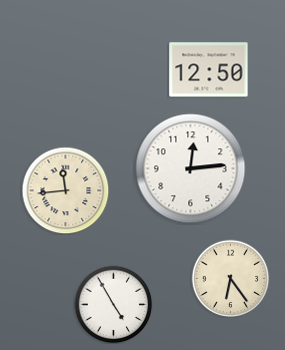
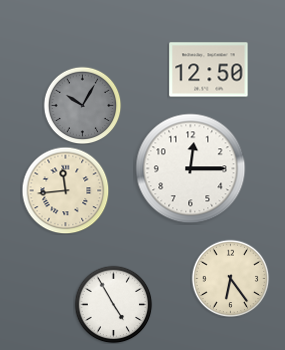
clock at (82, 105): none -> 10:05
clock at (191, 169): 12:14 -> 12:15
